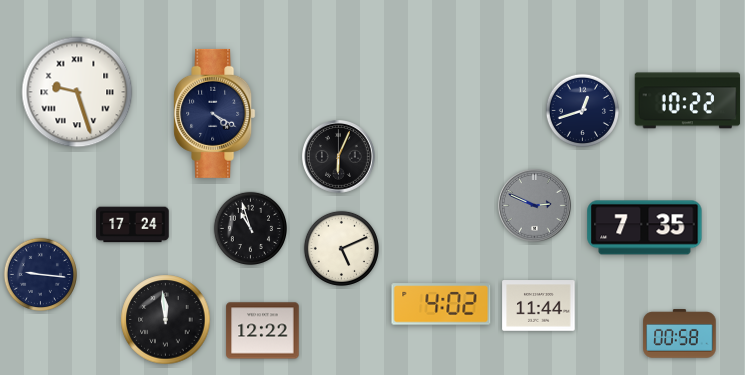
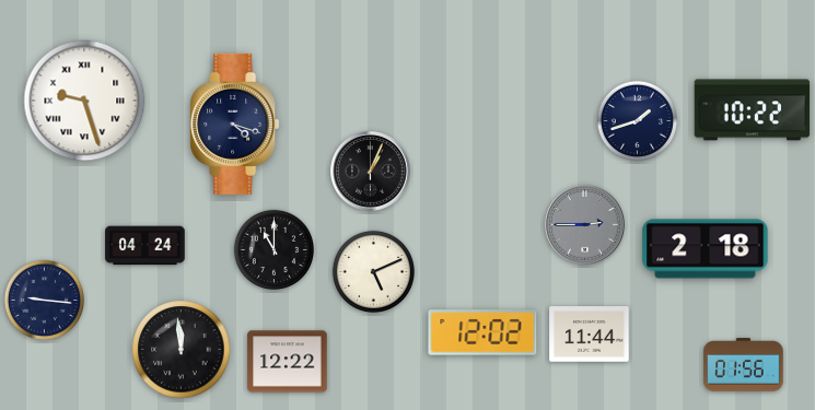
clock at (582, 110): 12:42 -> 1:42
clock at (215, 113): 4:20 -> 4:18
clock at (339, 157): 6:04 -> 1:04
clock at (535, 206): 2:49 -> 2:45
clock at (133, 225): 17:24 -> 04:24
clock at (250, 228): 10:57 -> 11:00
clock at (645, 228): 7:35 -> 2:18
clock at (441, 304): 4:02 -> 12:02
clock at (680, 334): 00:58 -> 01:56
